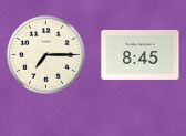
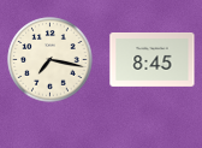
clock at (46, 55): 7:15 -> 7:17
